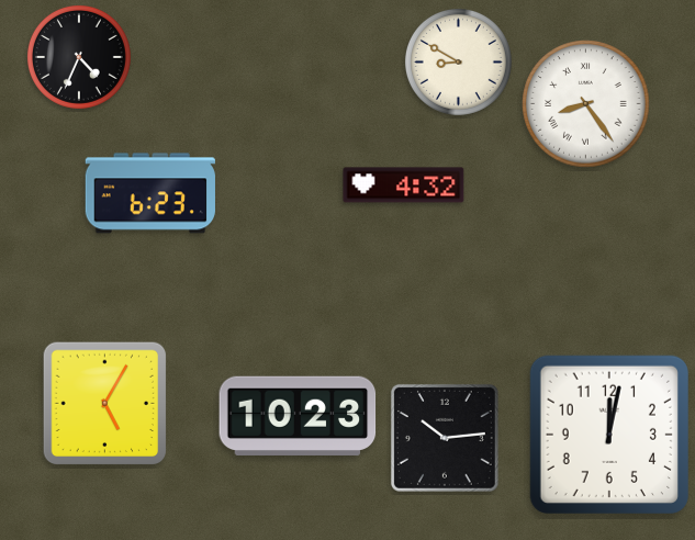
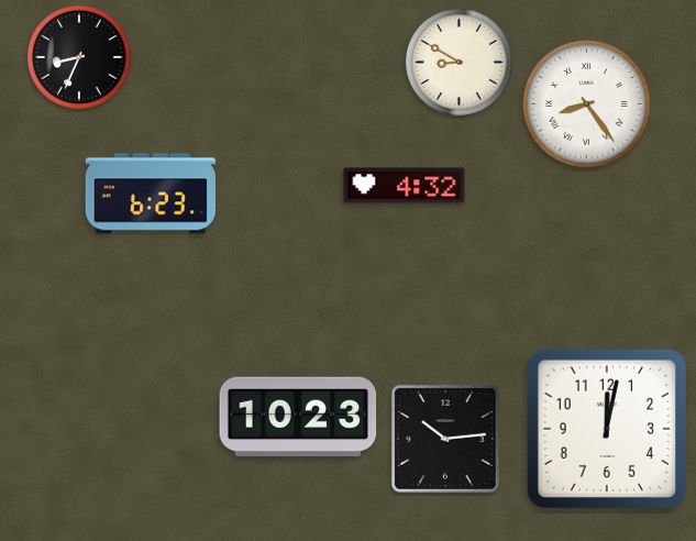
clock at (79, 57): 4:34 -> 8:34
clock at (105, 404): 5:05 -> none
clock at (609, 435) position: (609, 435) -> (607, 429)
